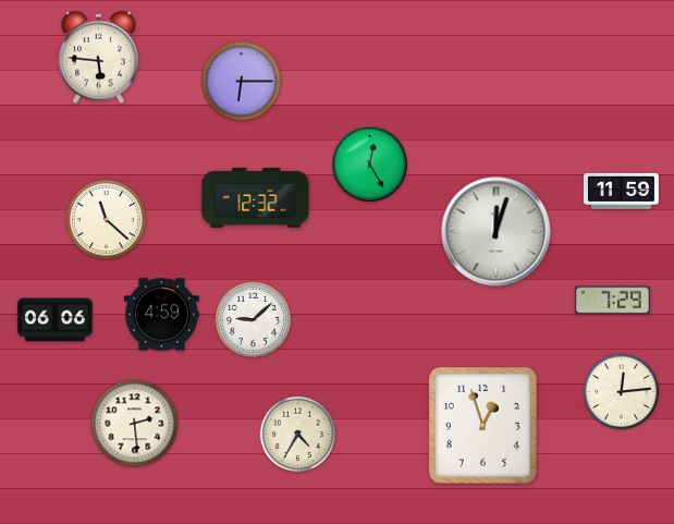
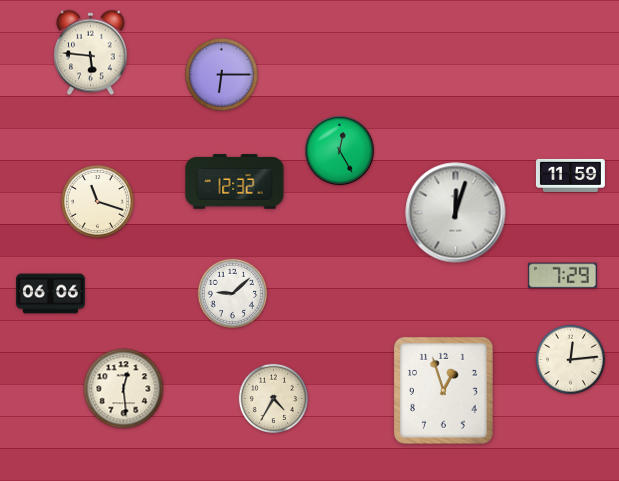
clock at (107, 220): 11:22 -> 11:18
clock at (161, 315): 4:59 -> none
clock at (135, 424): 2:29 -> 12:29
